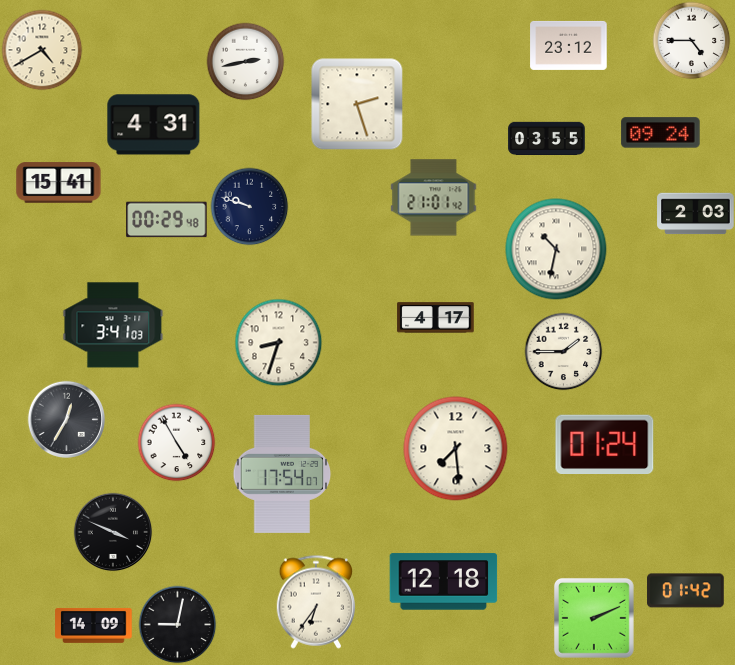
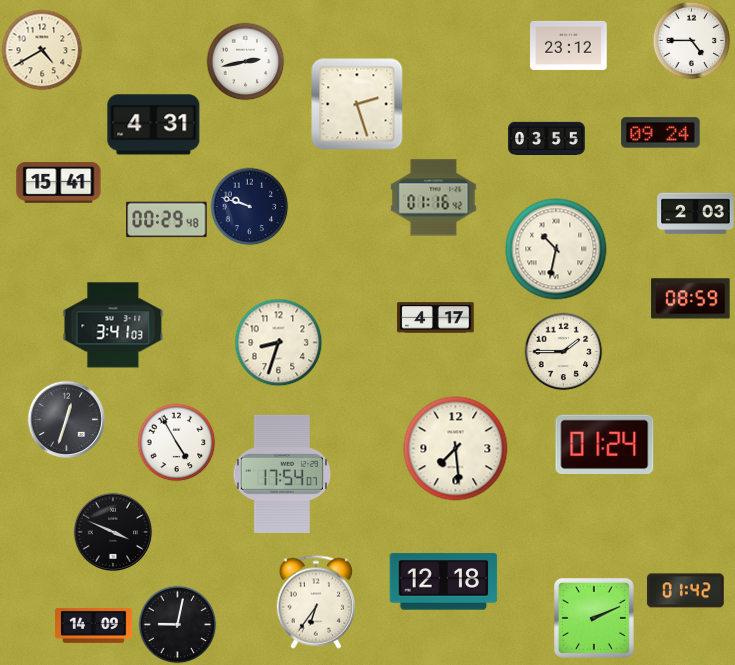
clock at (434, 198): 21:01 -> 01:16
clock at (691, 299): none -> 08:59
clock at (66, 419): 12:35 -> 12:33
